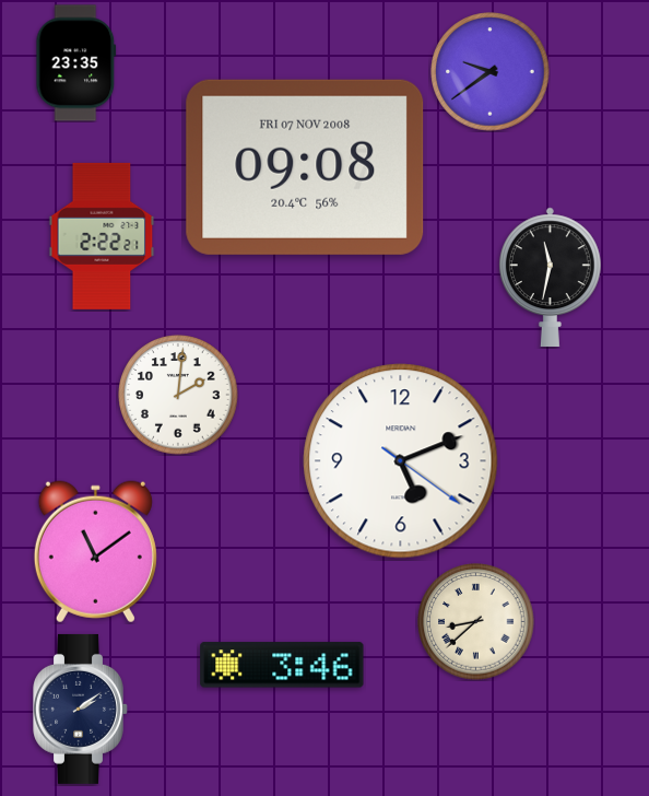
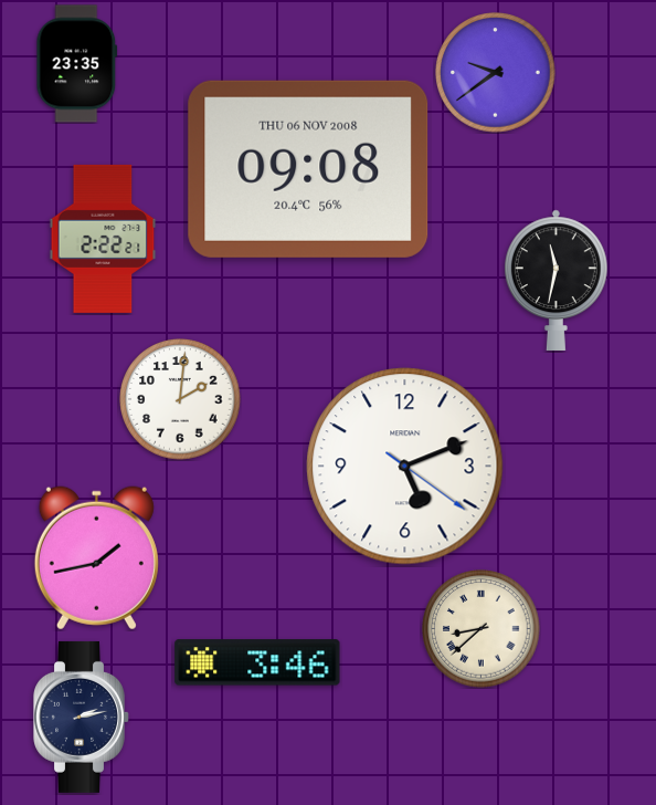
clock at (305, 167) date: FRI 07 NOV 2008 -> THU 06 NOV 2008
clock at (95, 552): 11:09 -> 1:43
clock at (282, 665) position: (282, 665) -> (257, 662)
clock at (81, 709): 2:09 -> 2:13
